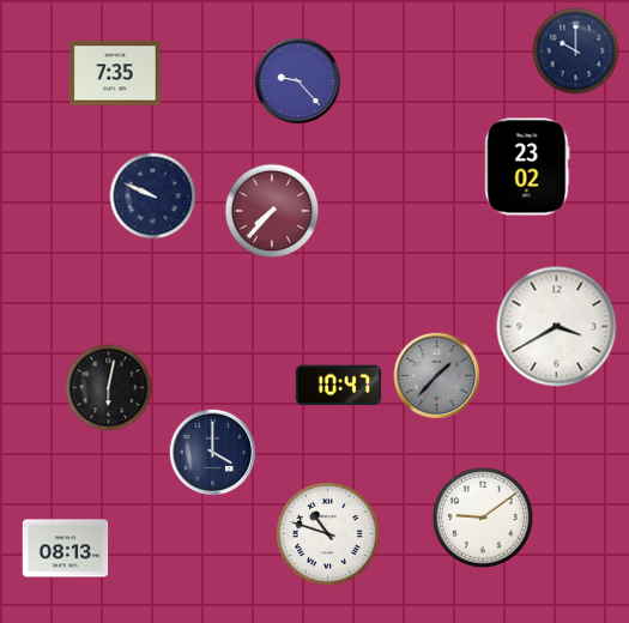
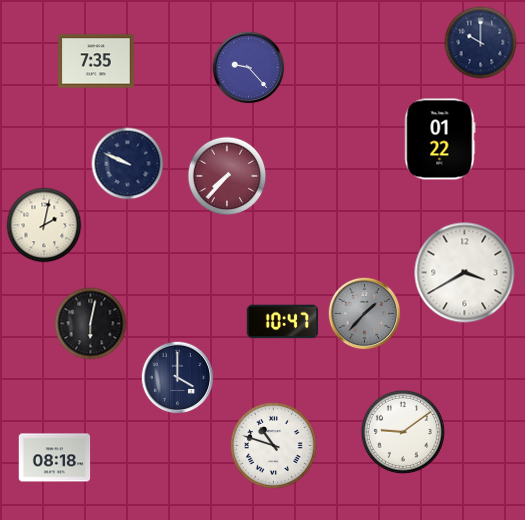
clock at (527, 167): 23:02 -> 01:22
clock at (44, 225): none -> 2:02
clock at (66, 549): 08:13 -> 08:18
